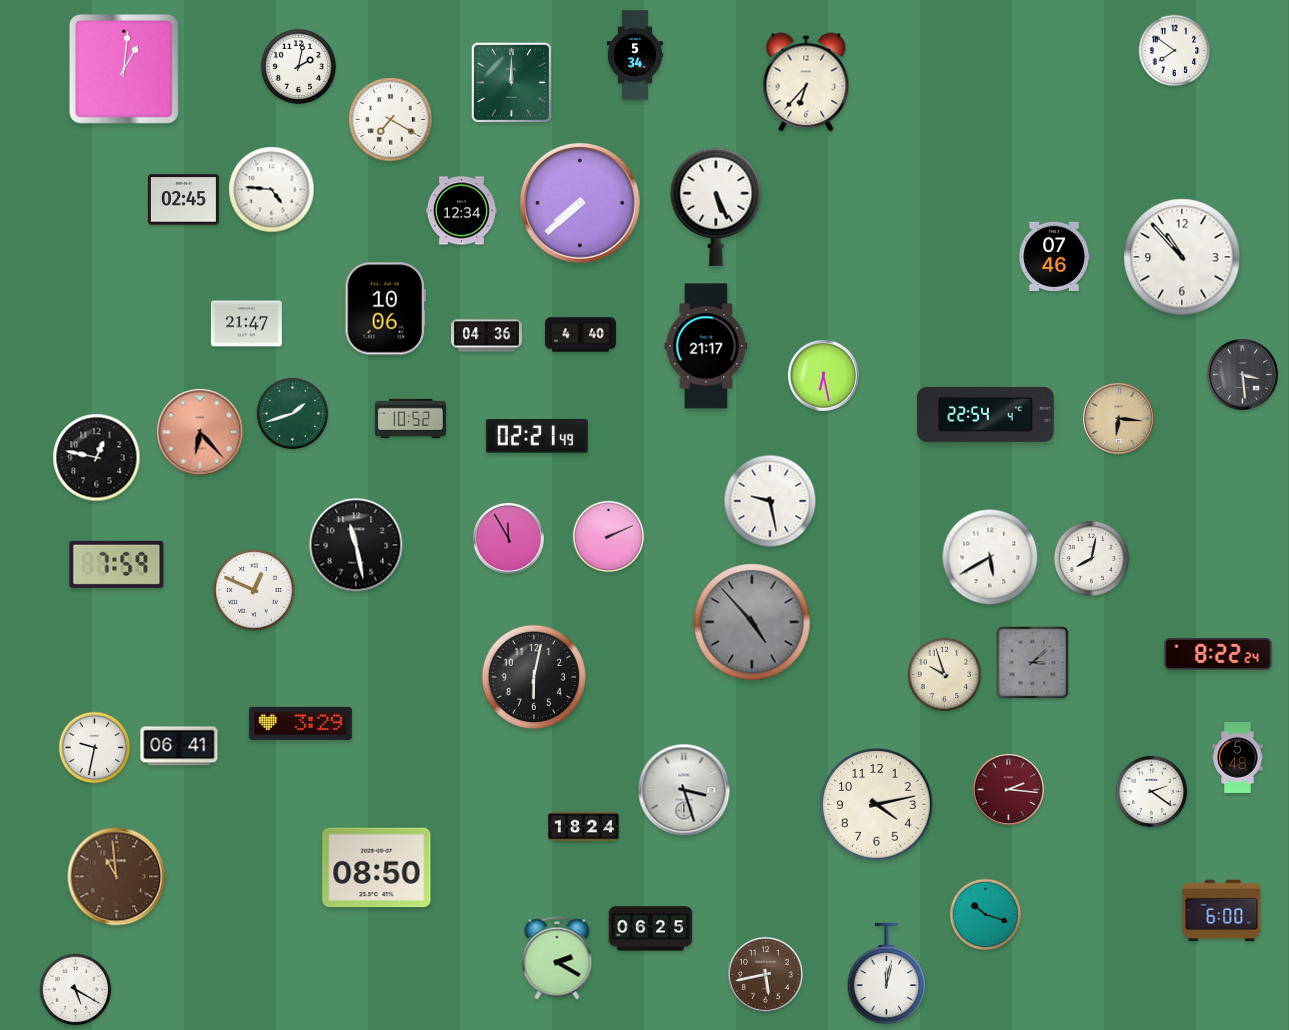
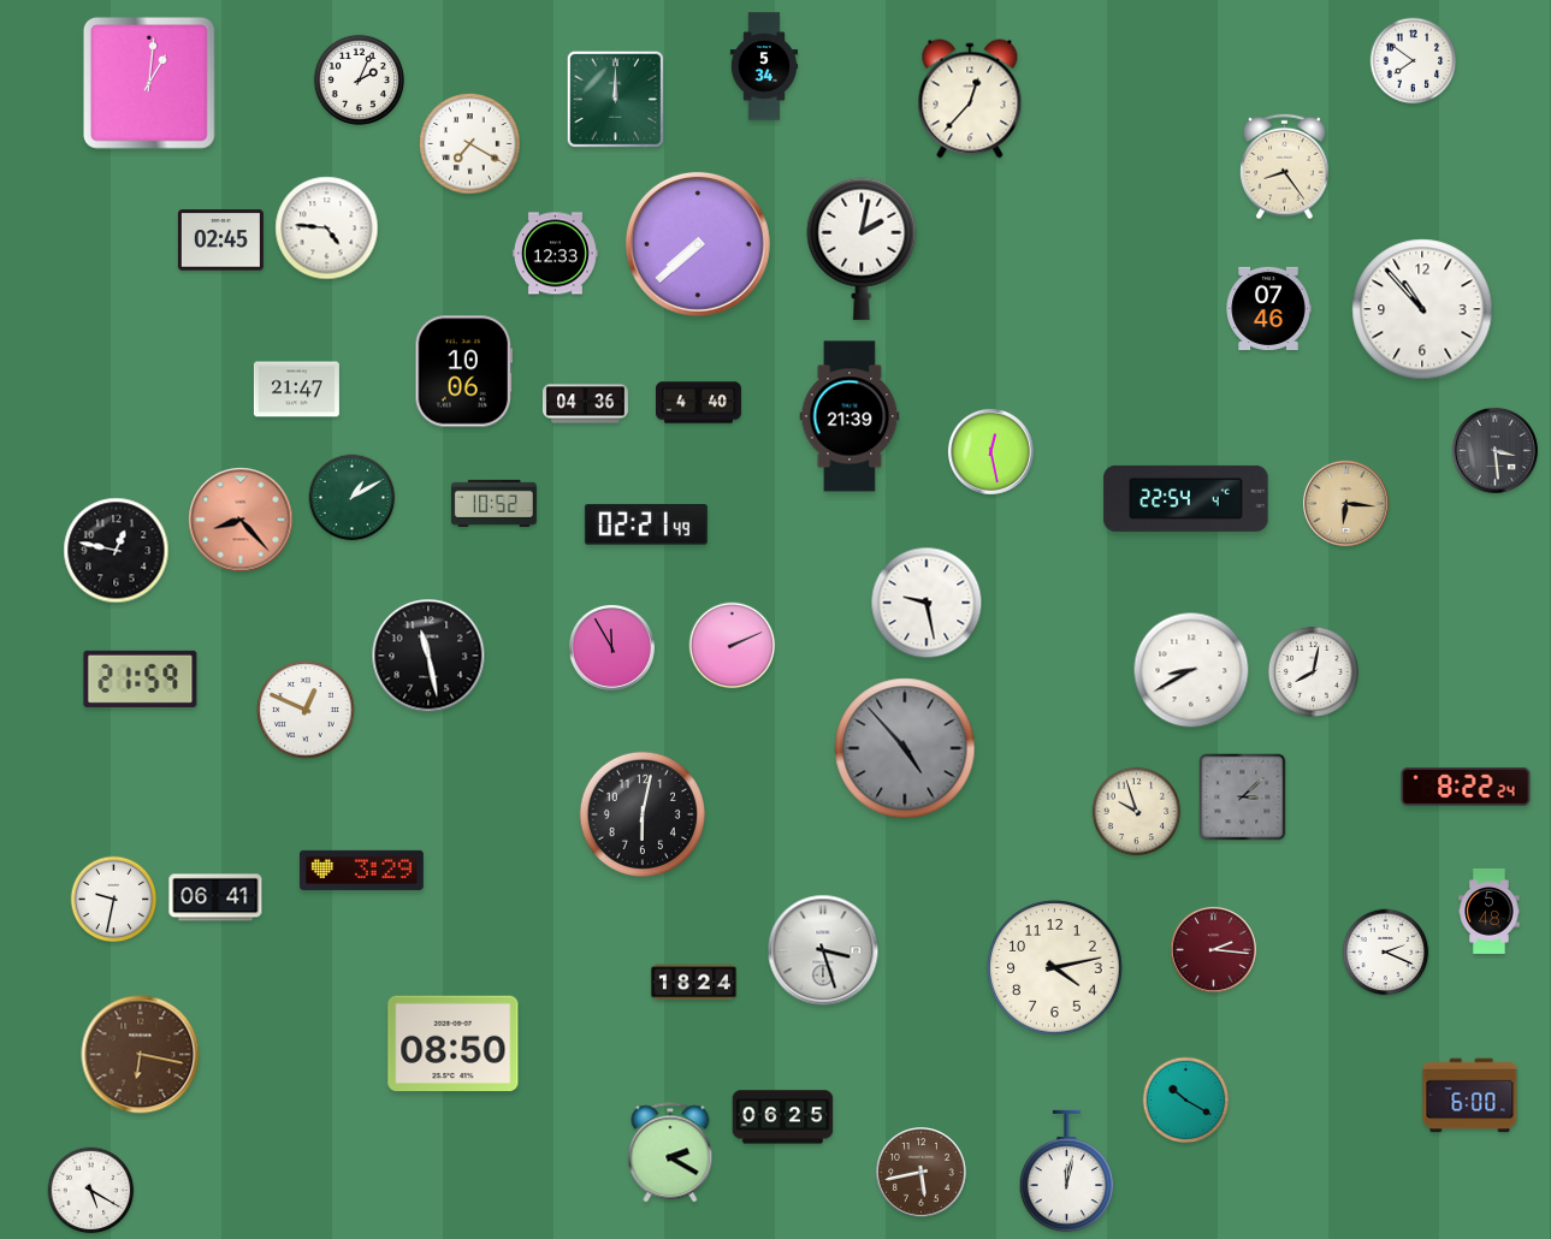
clock at (298, 66): 2:02 -> 2:04
clock at (806, 82): 6:37 -> 12:37
clock at (1285, 167): none -> 8:24
clock at (716, 207): 5:26 -> 2:02
clock at (461, 211): 12:34 -> 12:33
clock at (706, 346): 21:17 -> 21:39
clock at (823, 375): 6:28 -> 12:28
clock at (293, 414): 1:42 -> 1:10
clock at (200, 432): 6:23 -> 8:23
clock at (990, 557): 5:40 -> 8:40
clock at (117, 564): 7:59 -> 21:59
clock at (1152, 792): 2:21 -> 2:19
clock at (583, 827) position: (583, 827) -> (693, 983)
clock at (117, 877): 10:59 -> 6:17
clock at (986, 915): 10:18 -> 10:20
